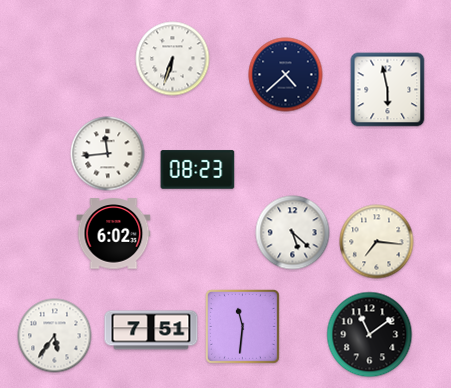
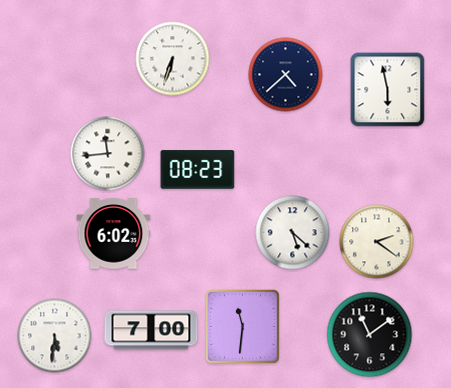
clock at (377, 242): 7:16 -> 2:21
clock at (151, 330): 7:51 -> 7:00
clock at (55, 336): 5:36 -> 5:31
